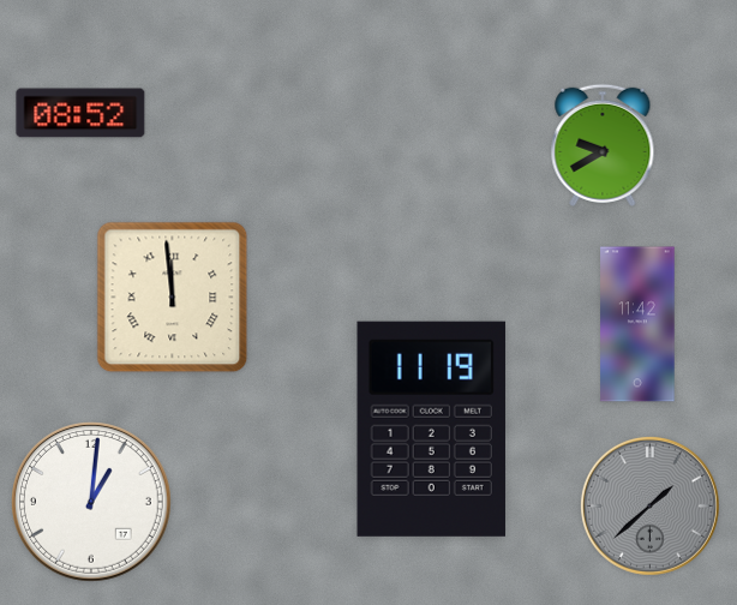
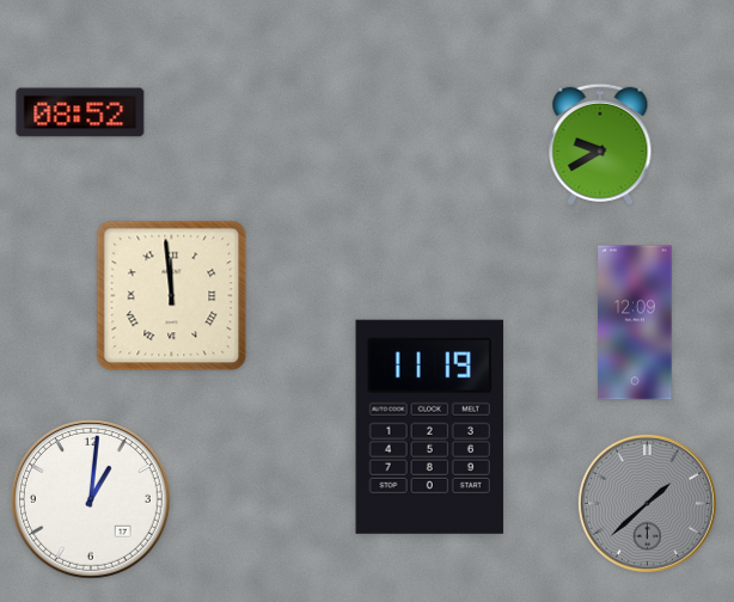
clock at (637, 324): 11:42 -> 12:09
